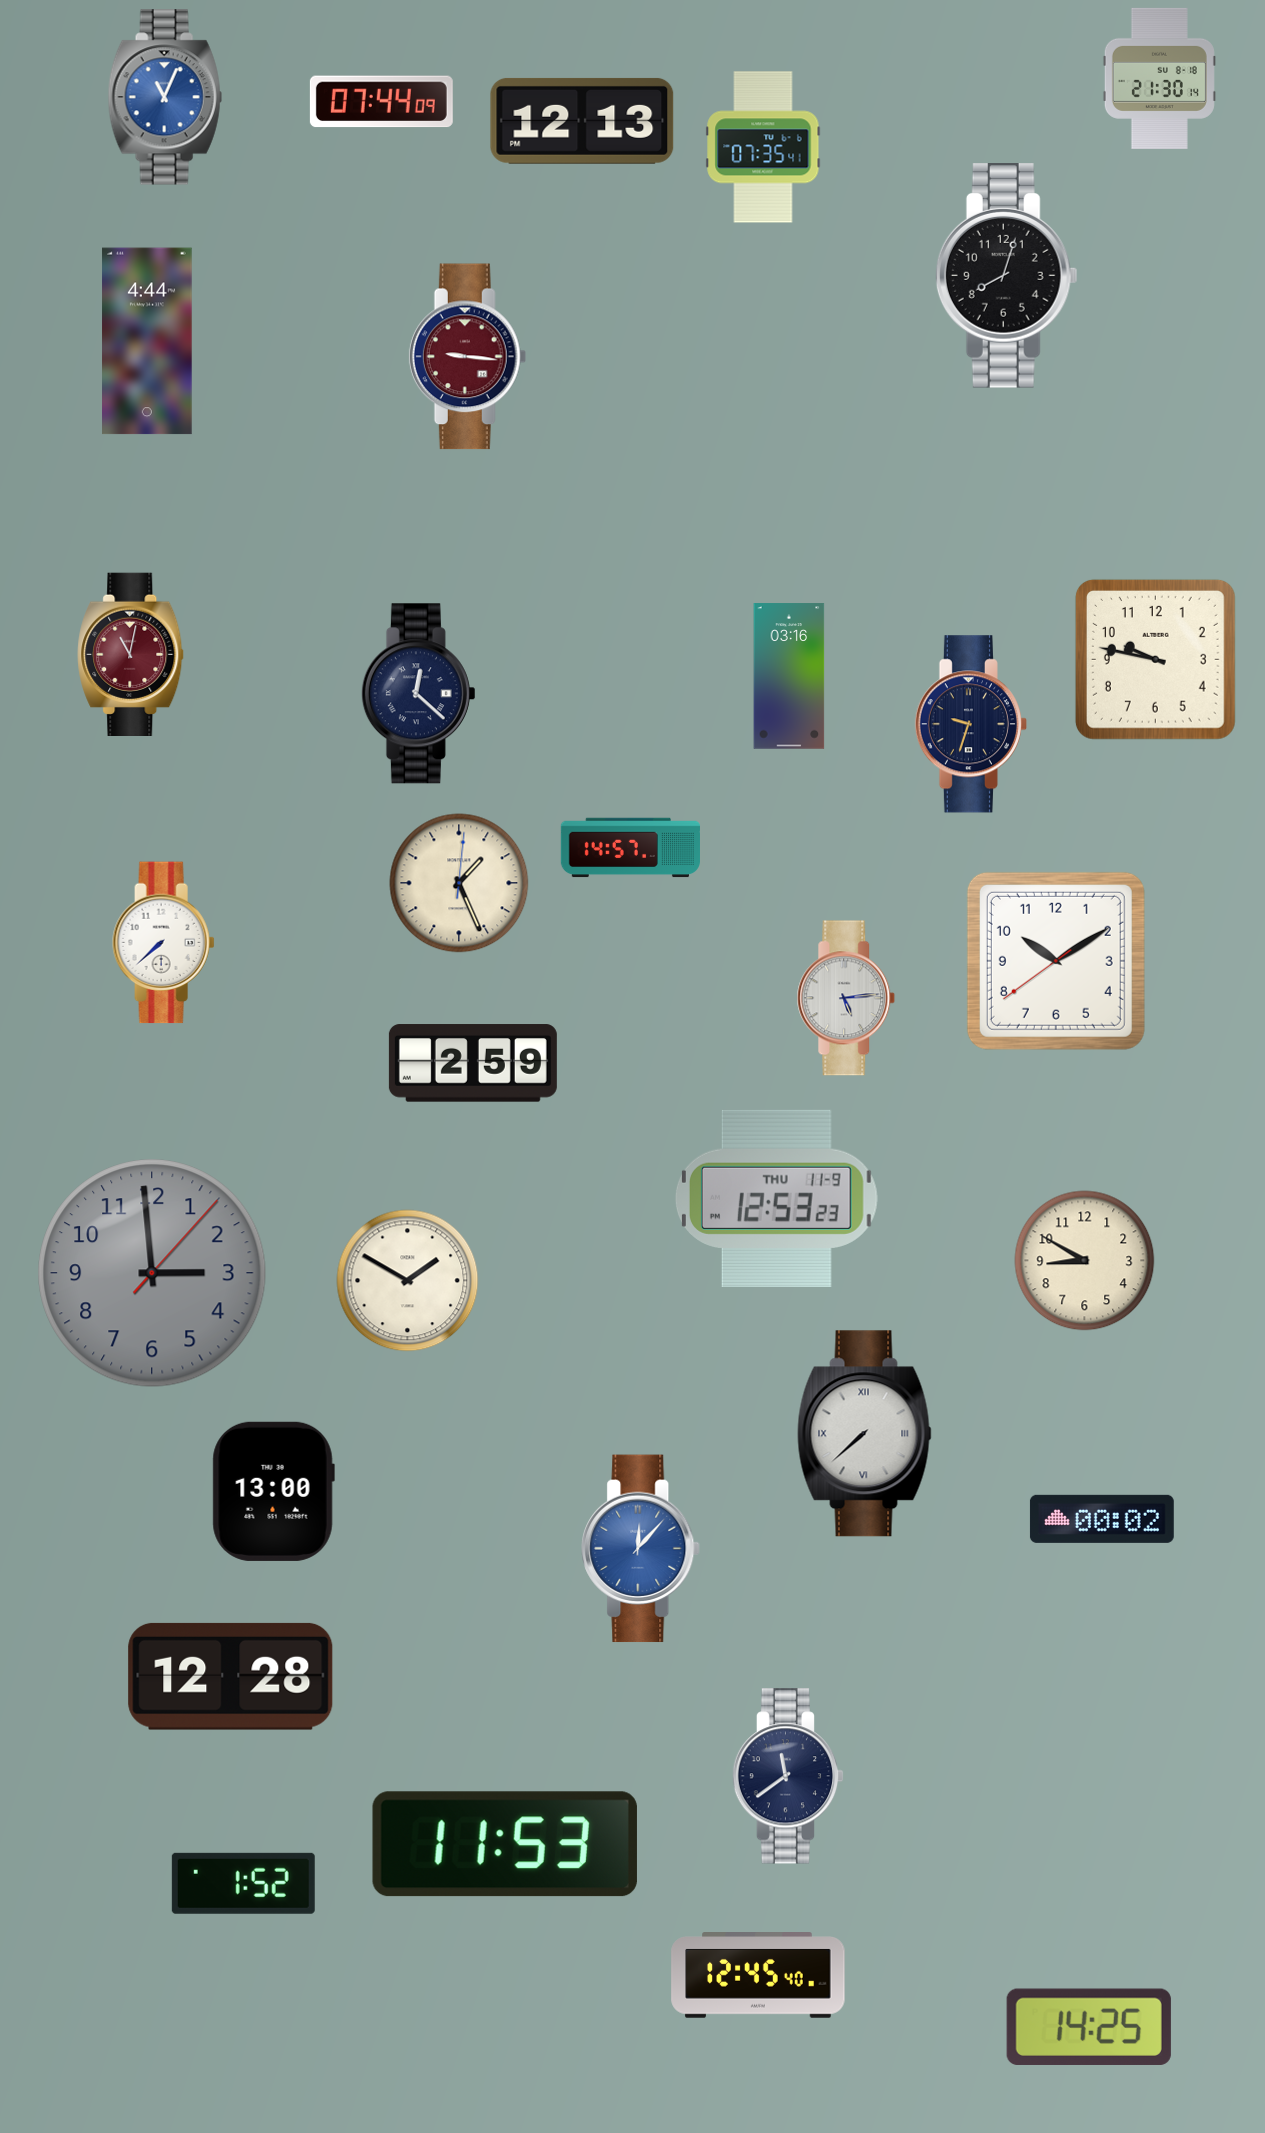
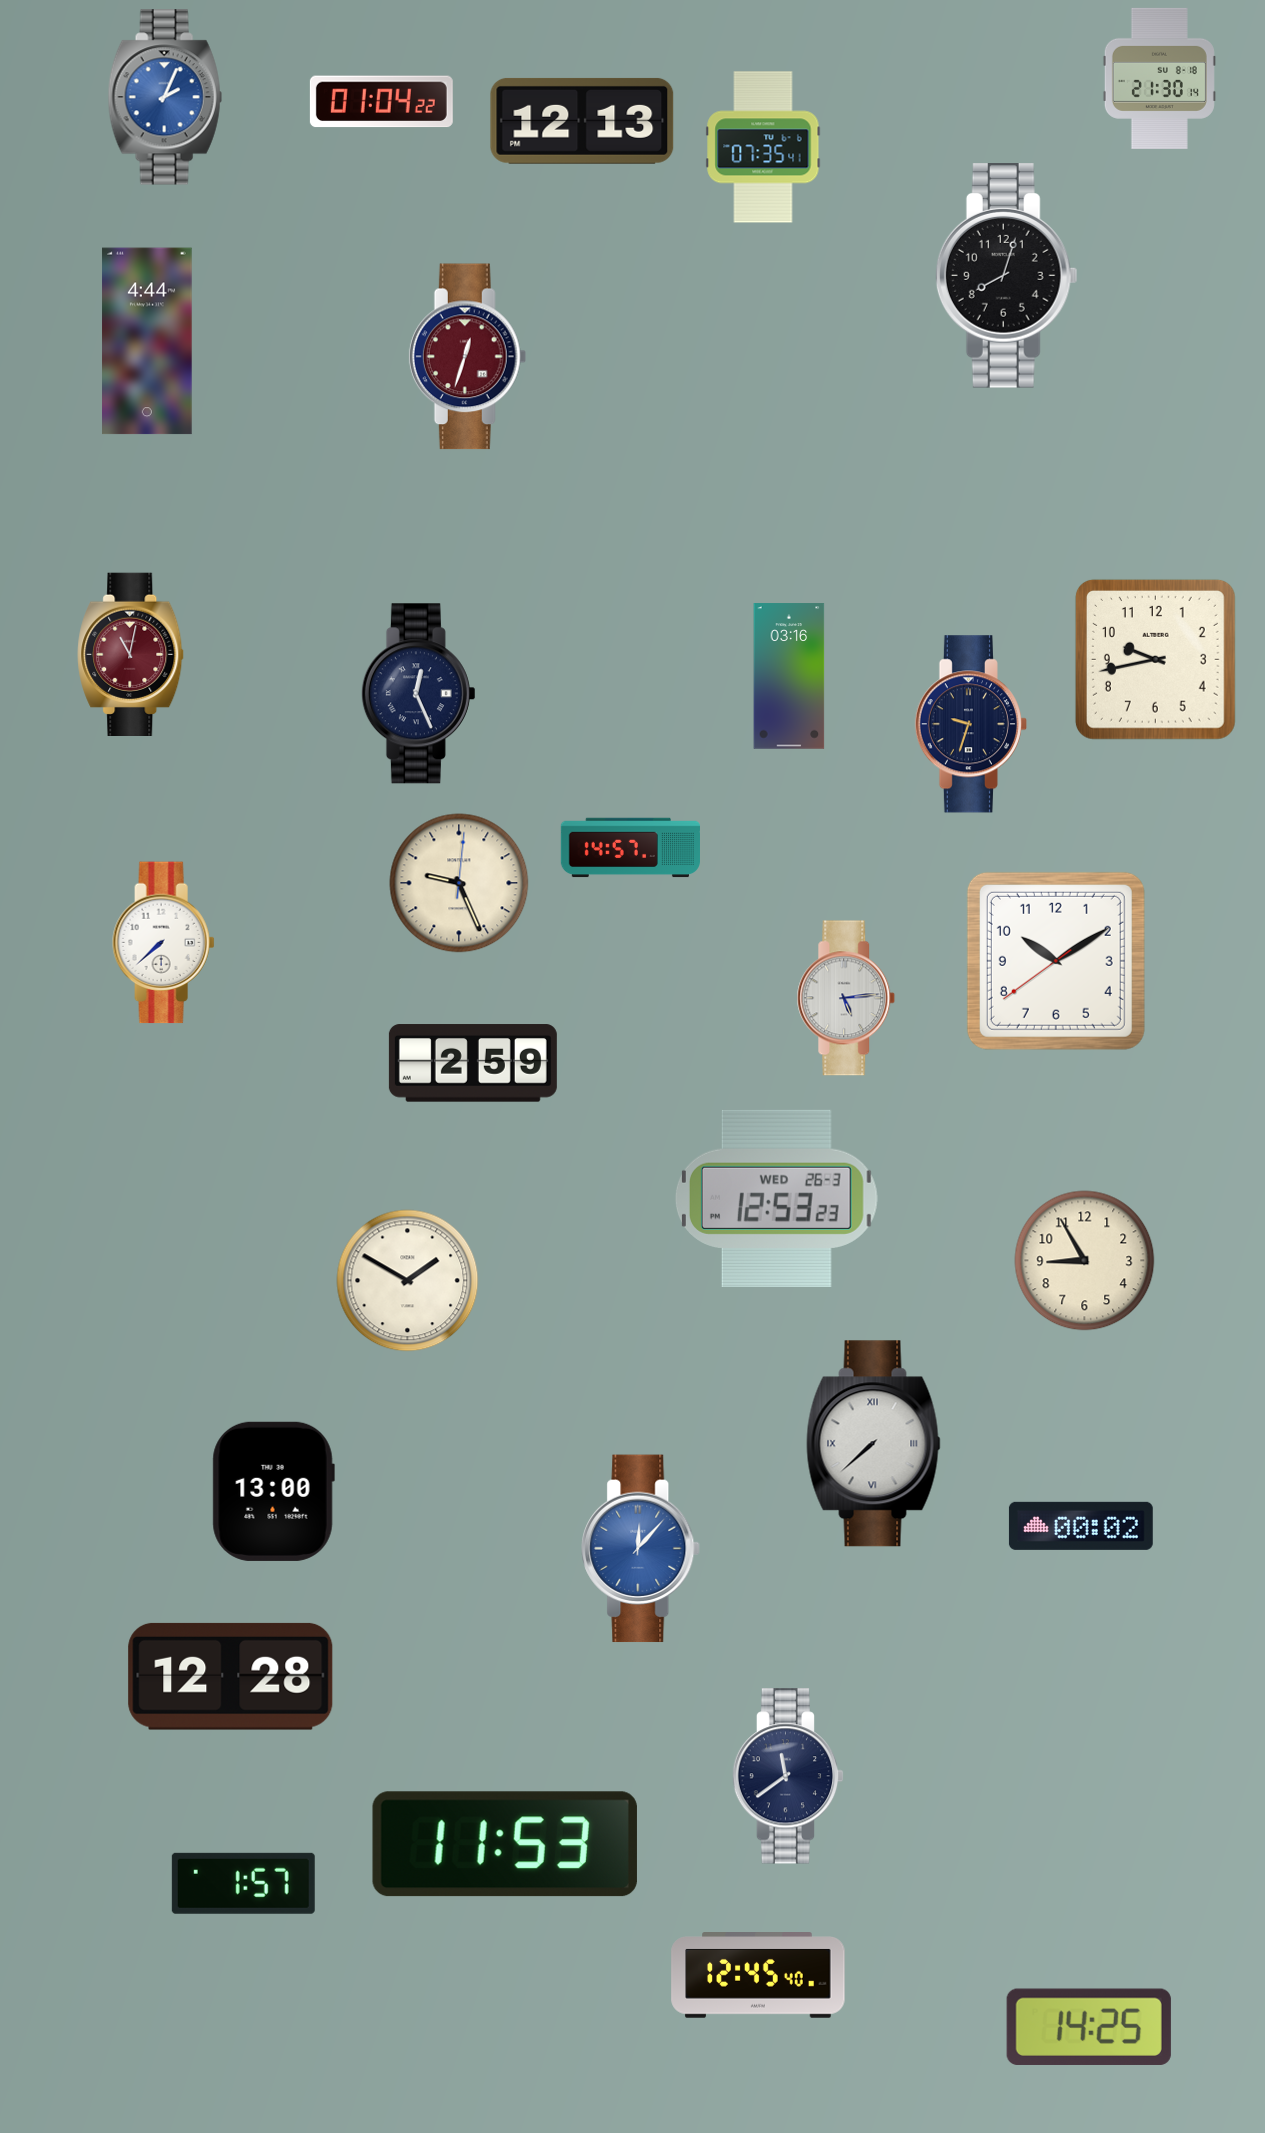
clock at (165, 97): 11:04 -> 2:04
clock at (381, 102): 07:44 -> 01:04
clock at (468, 357): 9:16 -> 12:33
clock at (1155, 659): 9:47 -> 9:43
clock at (418, 694): 12:22 -> 12:26
clock at (459, 883): 1:26 -> 9:26
clock at (776, 1198) date: THU 11-9 -> WED 26-3
clock at (1085, 1261): 8:50 -> 8:55
clock at (152, 1273): 2:59 -> none
clock at (865, 1434) position: (865, 1434) -> (874, 1444)
clock at (1102, 1519) position: (1102, 1519) -> (1081, 1526)
clock at (243, 1883): 1:52 -> 1:57
